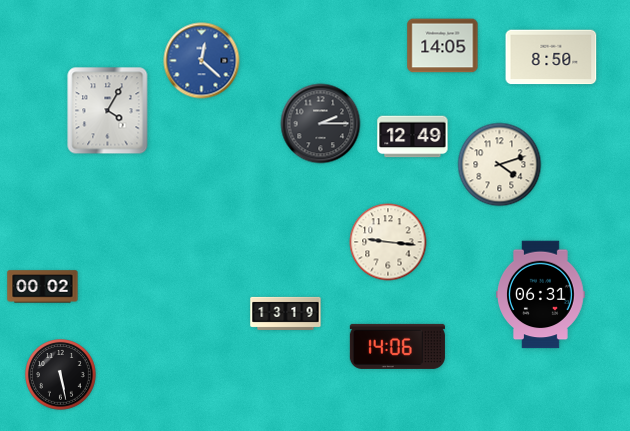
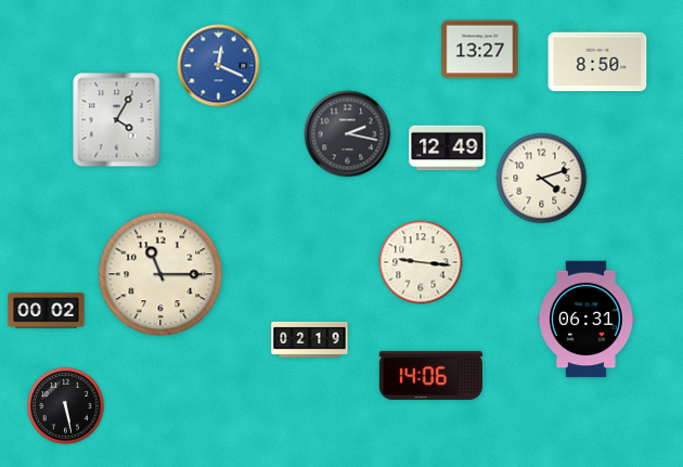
clock at (443, 46): 14:05 -> 13:27
clock at (202, 61): 12:22 -> 12:19
clock at (321, 124): 2:15 -> 2:17
clock at (160, 274): none -> 11:15
clock at (286, 313): 13:19 -> 02:19
